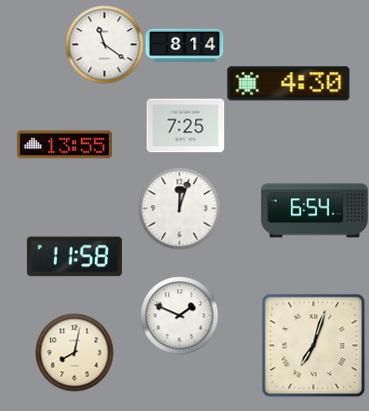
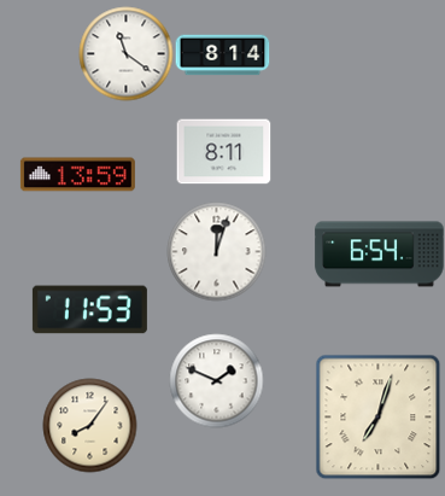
clock at (289, 84): 4:30 -> none
clock at (185, 126): 7:25 -> 8:11
clock at (64, 145): 13:55 -> 13:59
clock at (74, 257): 11:58 -> 11:53
clock at (74, 352): 8:02 -> 8:06
